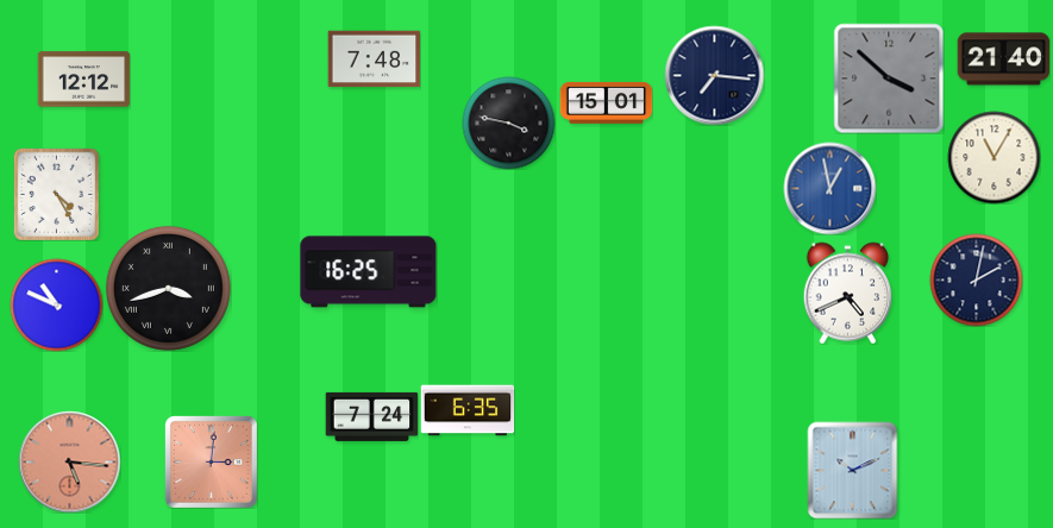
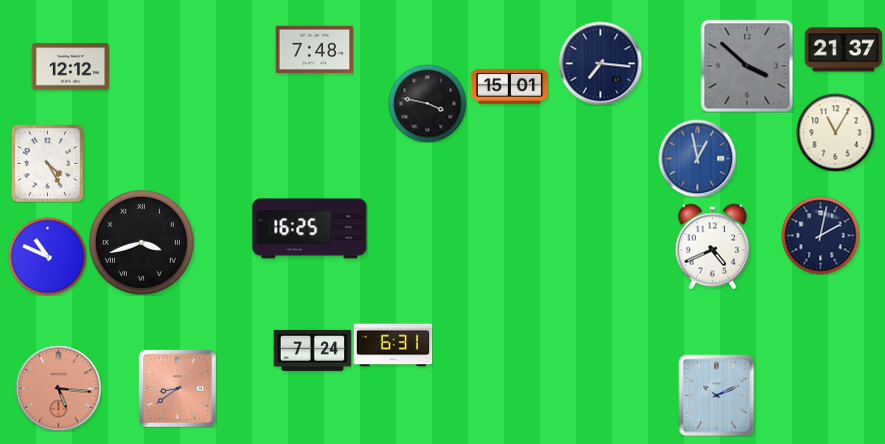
clock at (1003, 59): 21:40 -> 21:37
clock at (468, 410): 6:35 -> 6:31
clock at (212, 463): 3:01 -> 8:39
